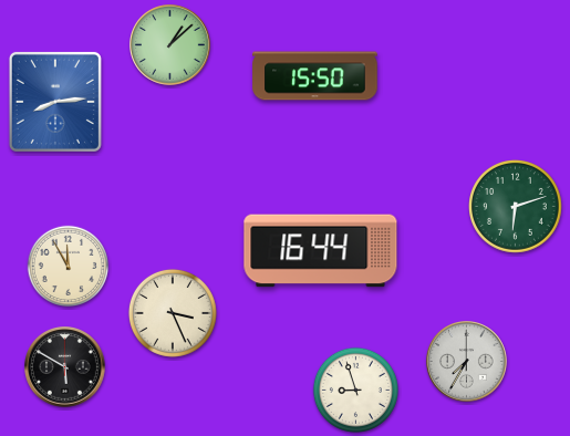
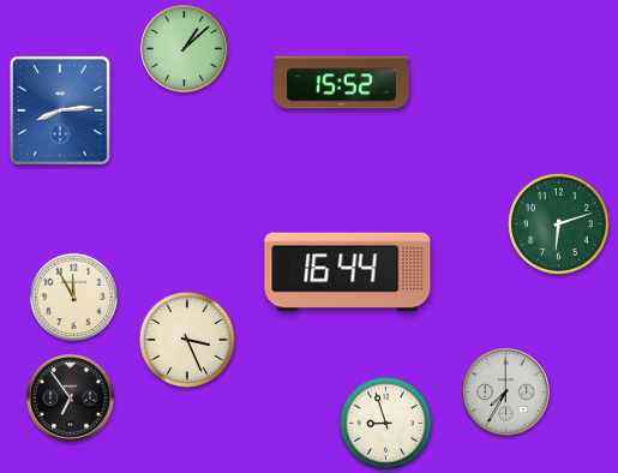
clock at (315, 76): 15:50 -> 15:52
clock at (69, 267) position: (69, 267) -> (74, 298)
clock at (65, 367): 5:50 -> 6:54
